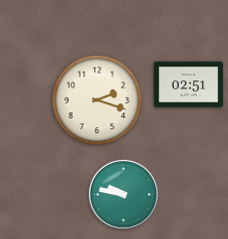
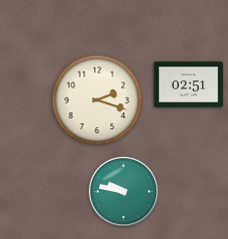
clock at (123, 194) position: (123, 194) -> (123, 191)
